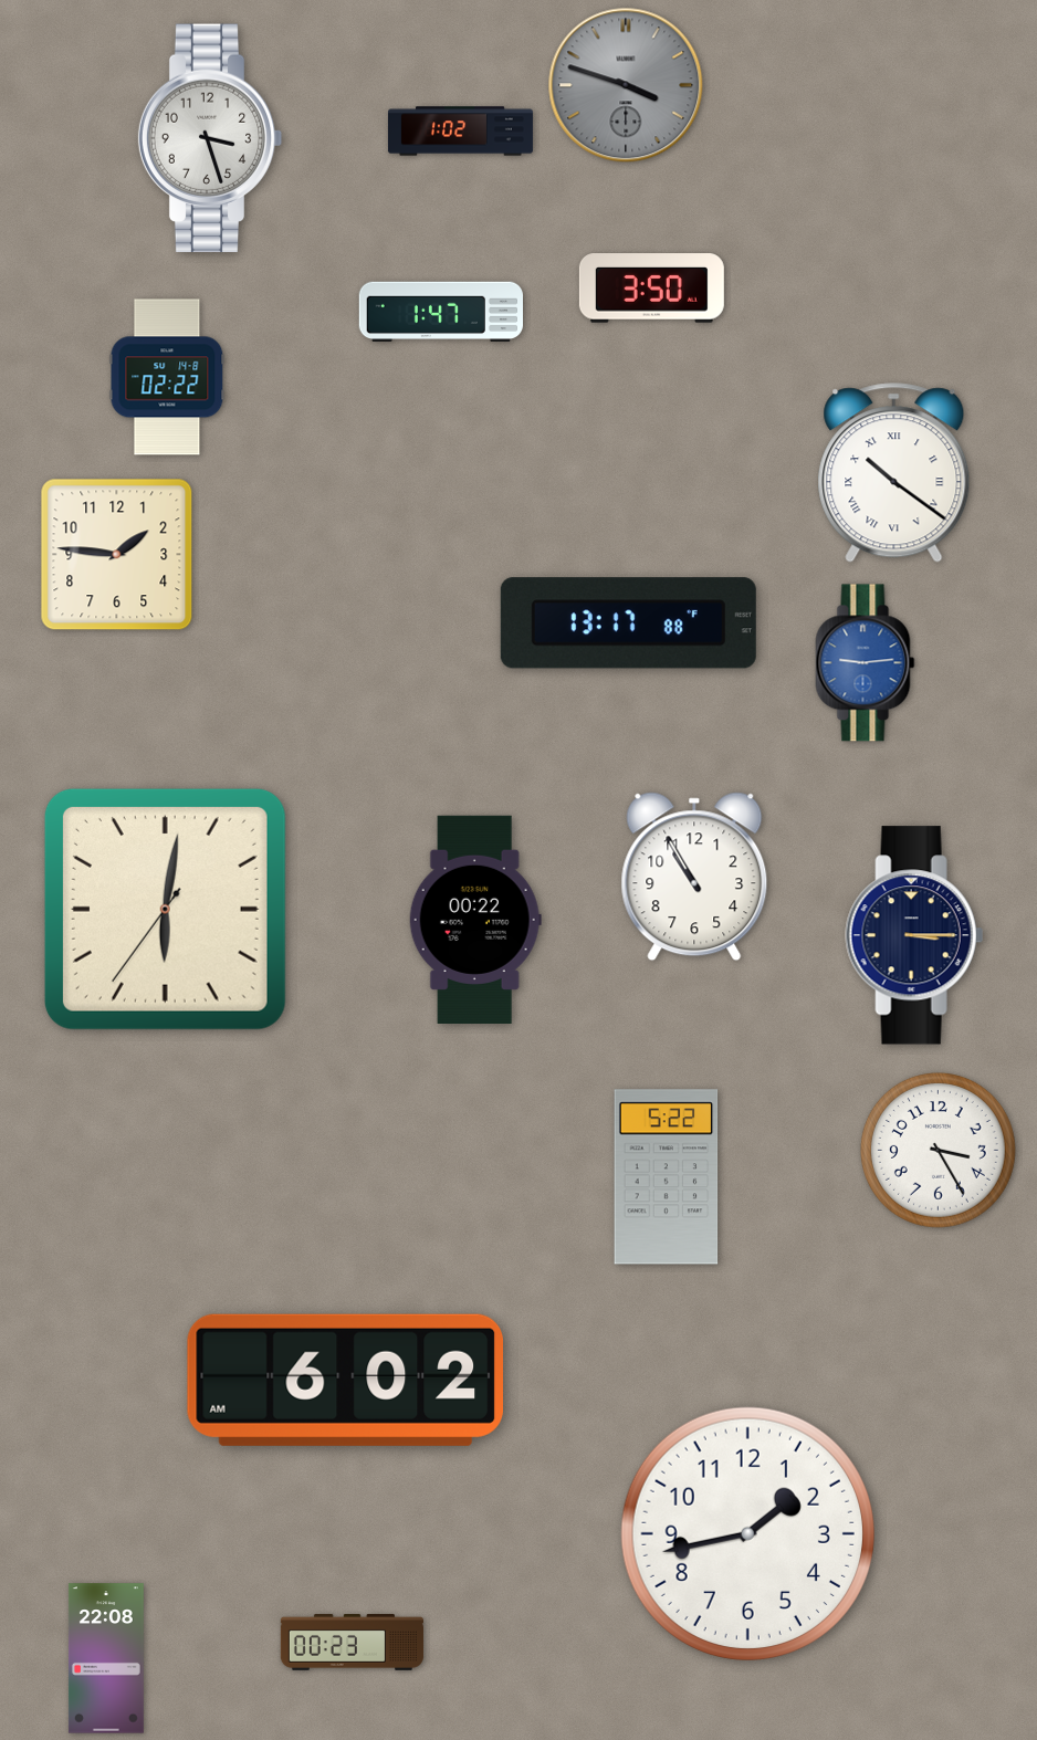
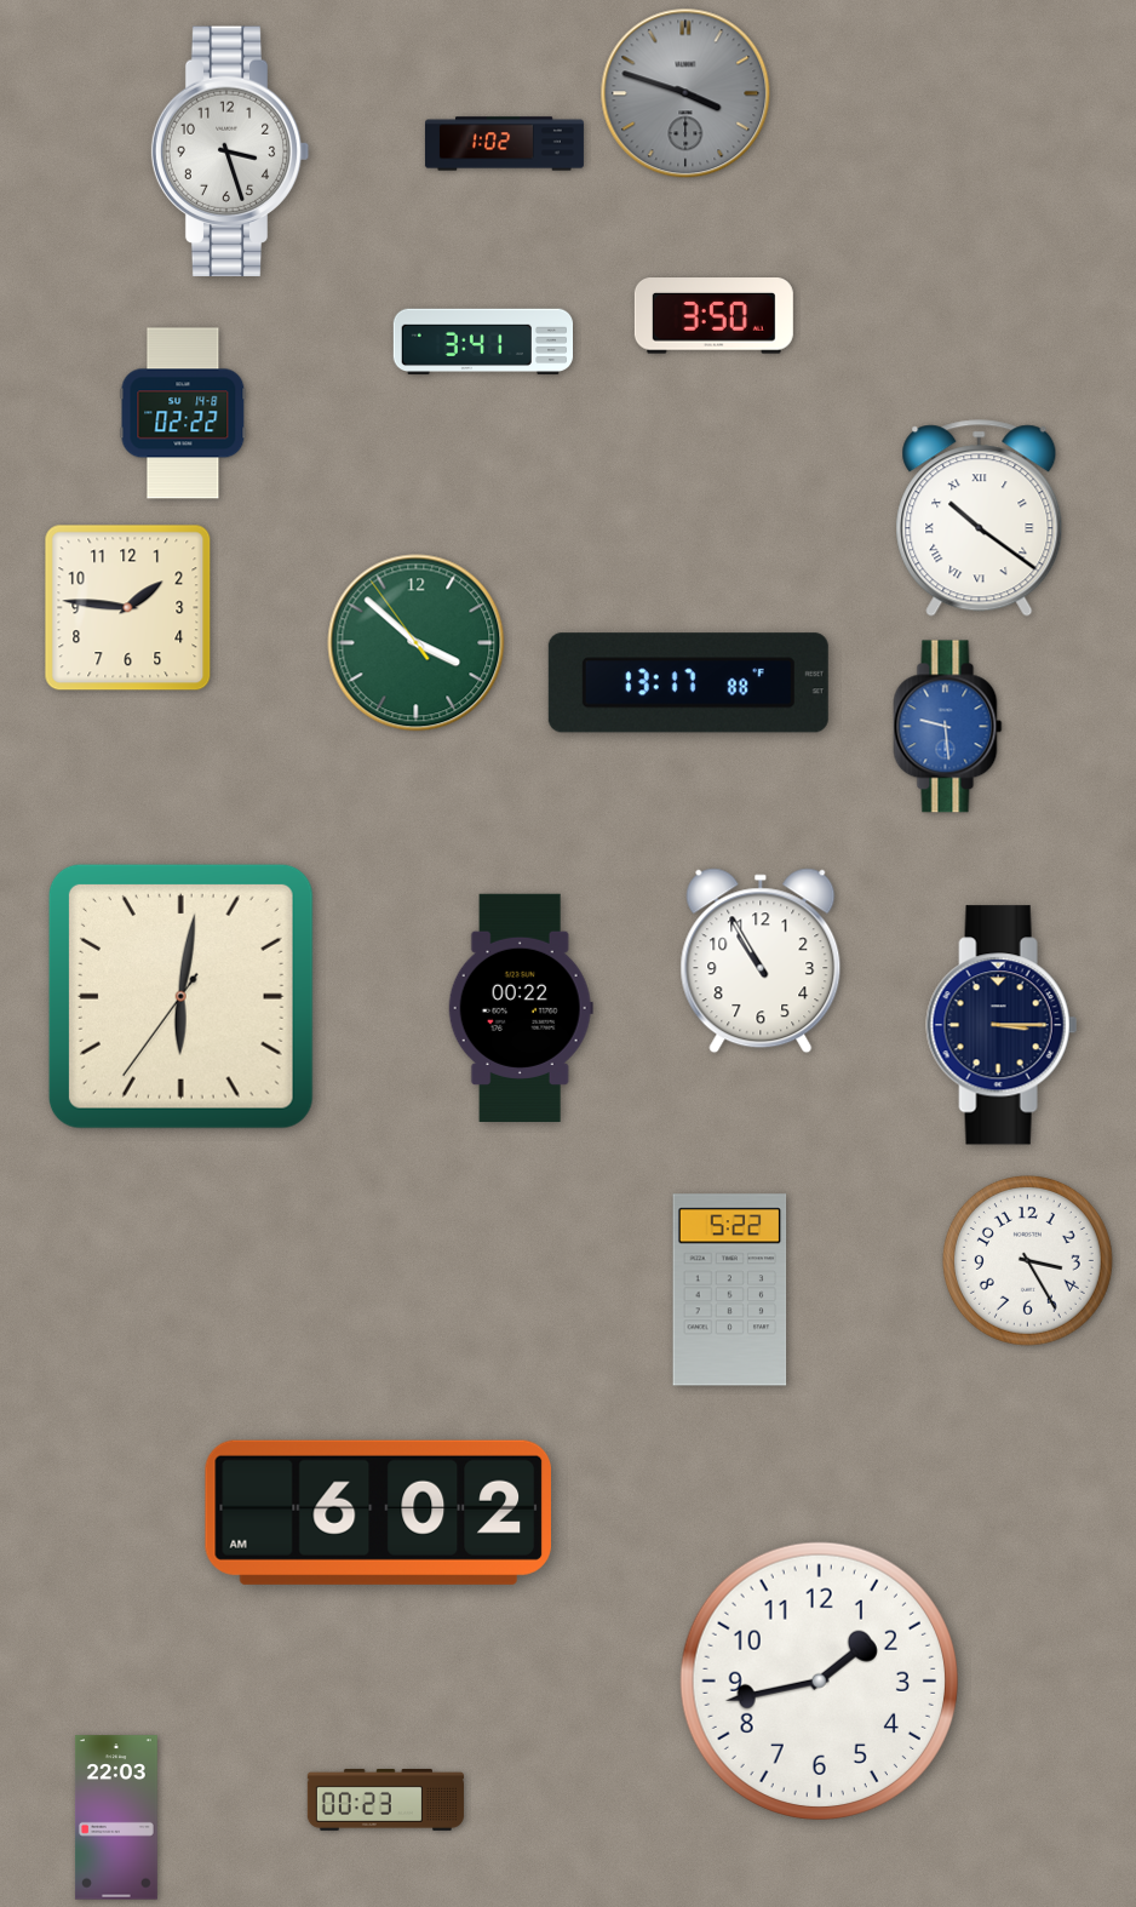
clock at (440, 312): 1:47 -> 3:41
clock at (417, 643): none -> 3:51
clock at (866, 663): 9:14 -> 9:29
clock at (106, 1658): 22:08 -> 22:03
